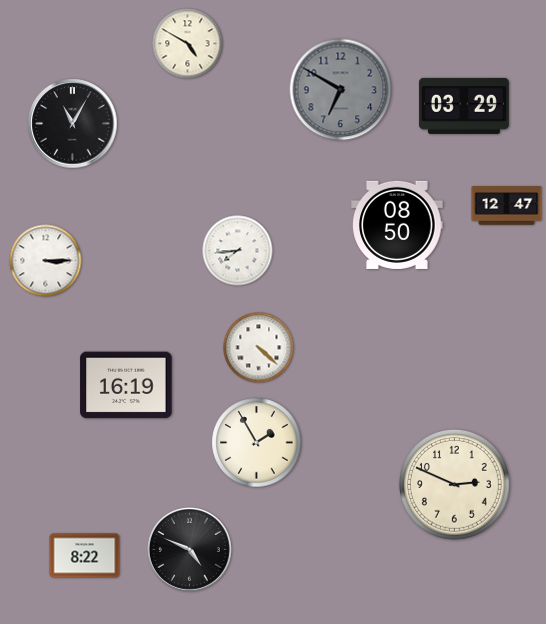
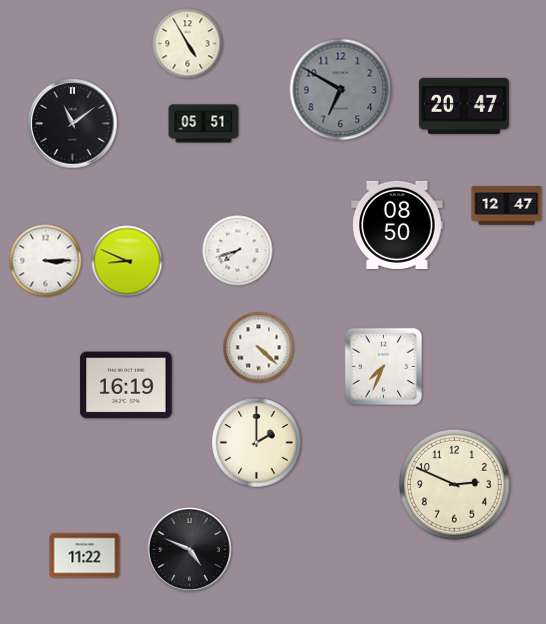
clock at (188, 44): 4:50 -> 4:55
clock at (464, 106): 03:29 -> 20:47
clock at (73, 124): 11:05 -> 11:09
clock at (204, 124): none -> 05:51
clock at (238, 251): 7:44 -> 7:42
clock at (127, 261): none -> 8:49
clock at (384, 367): none -> 7:34
clock at (257, 443): 1:55 -> 2:00
clock at (85, 556): 8:22 -> 11:22
